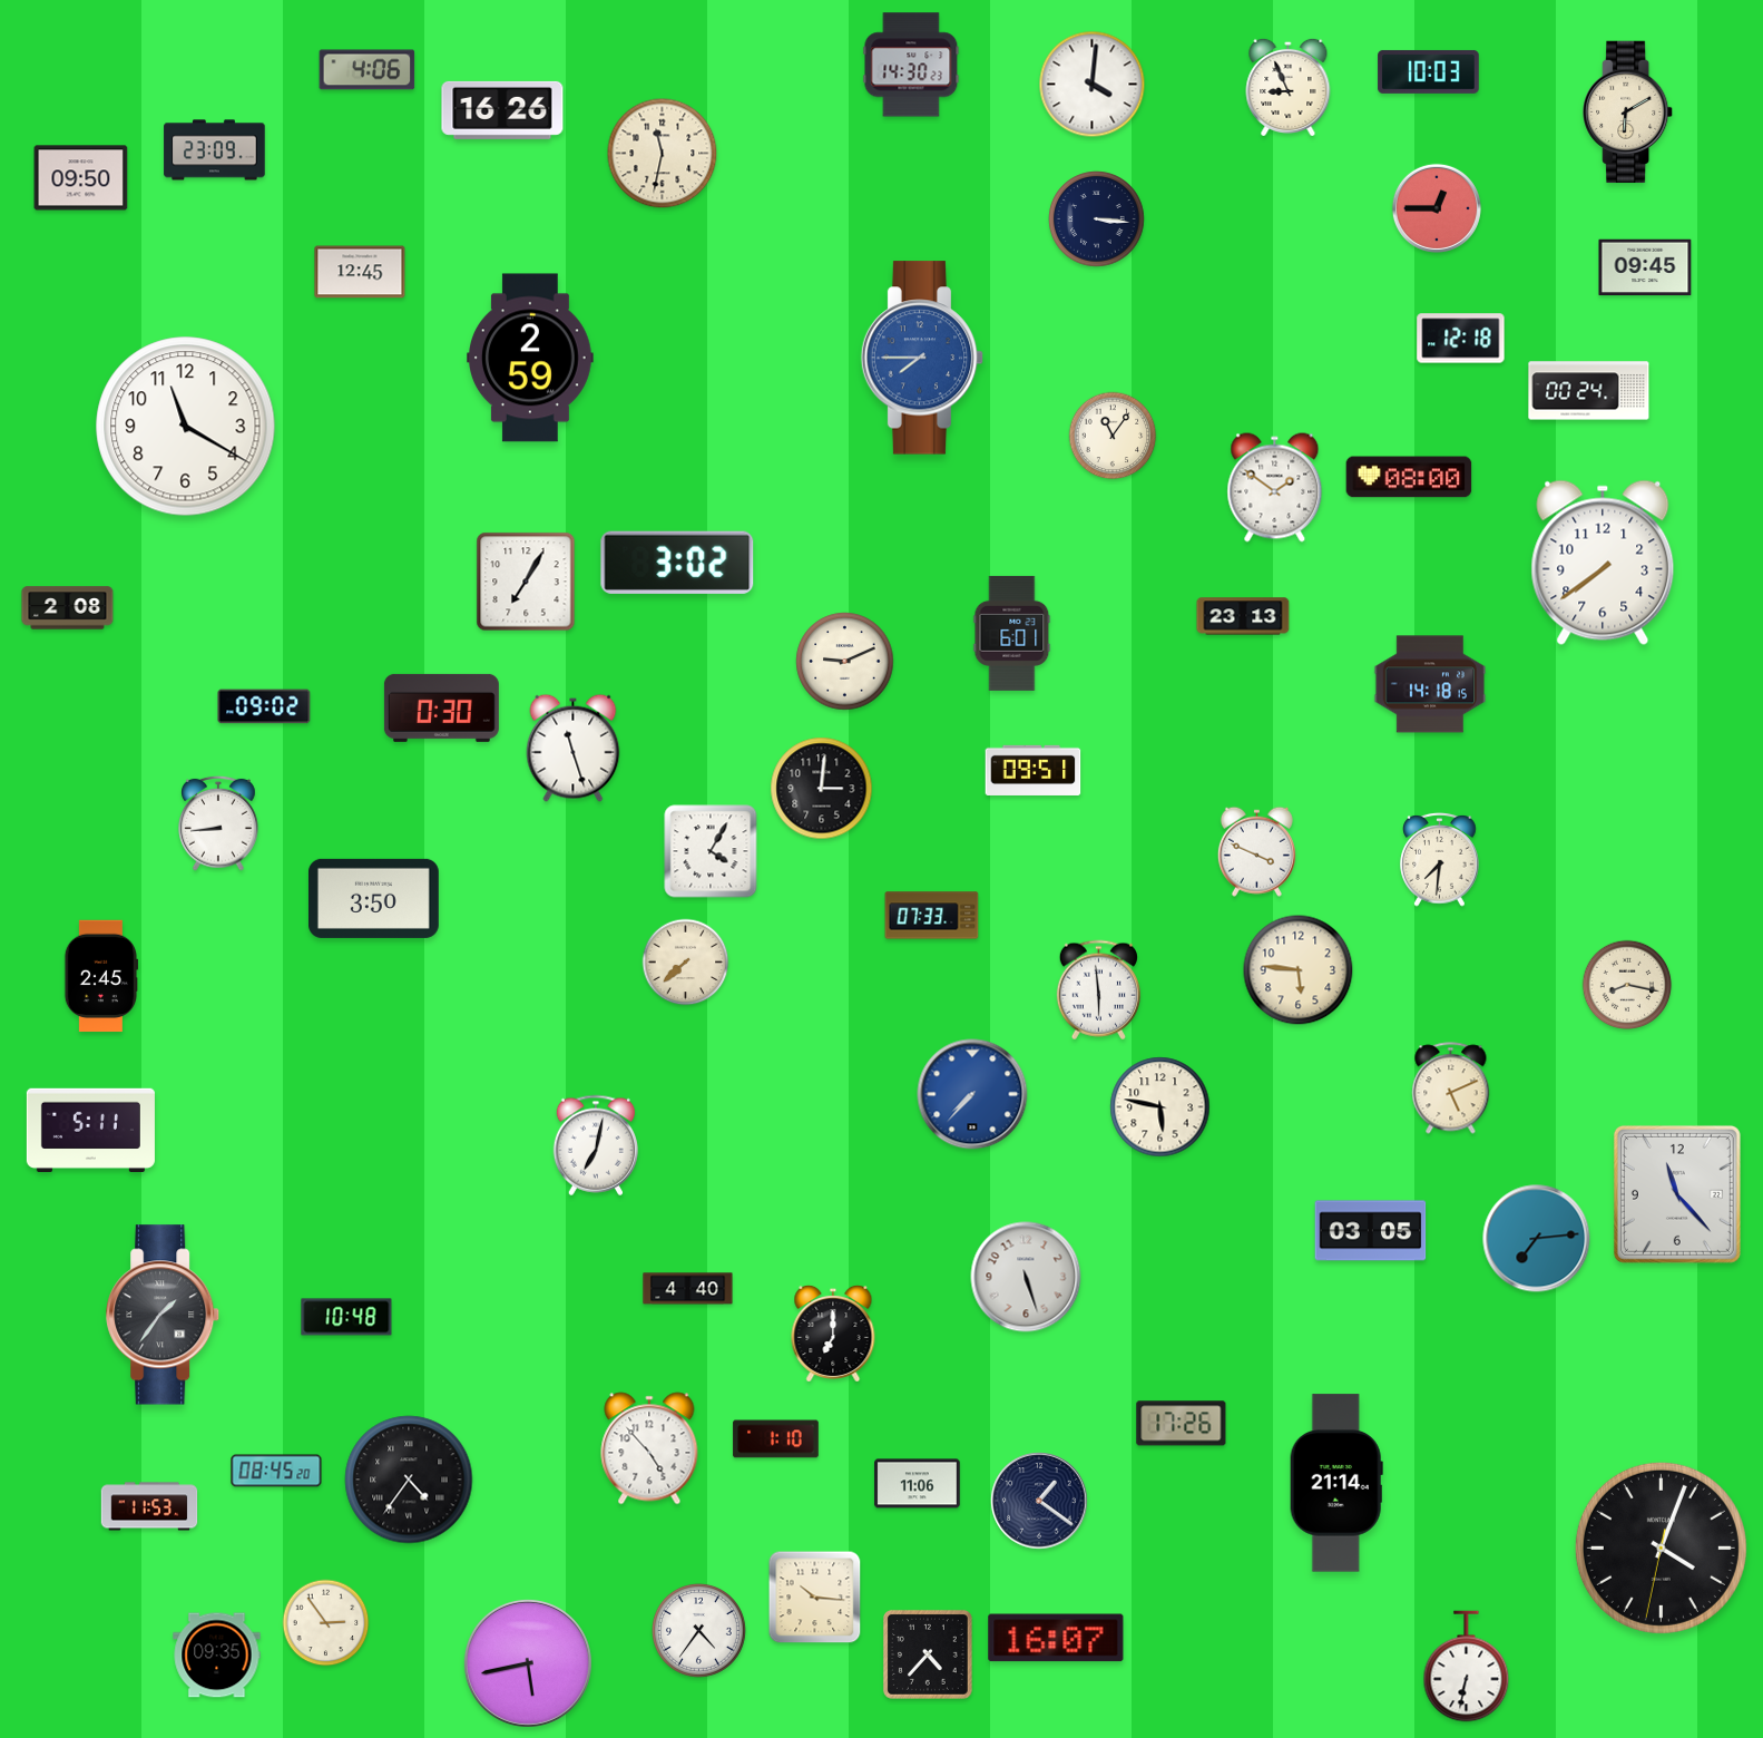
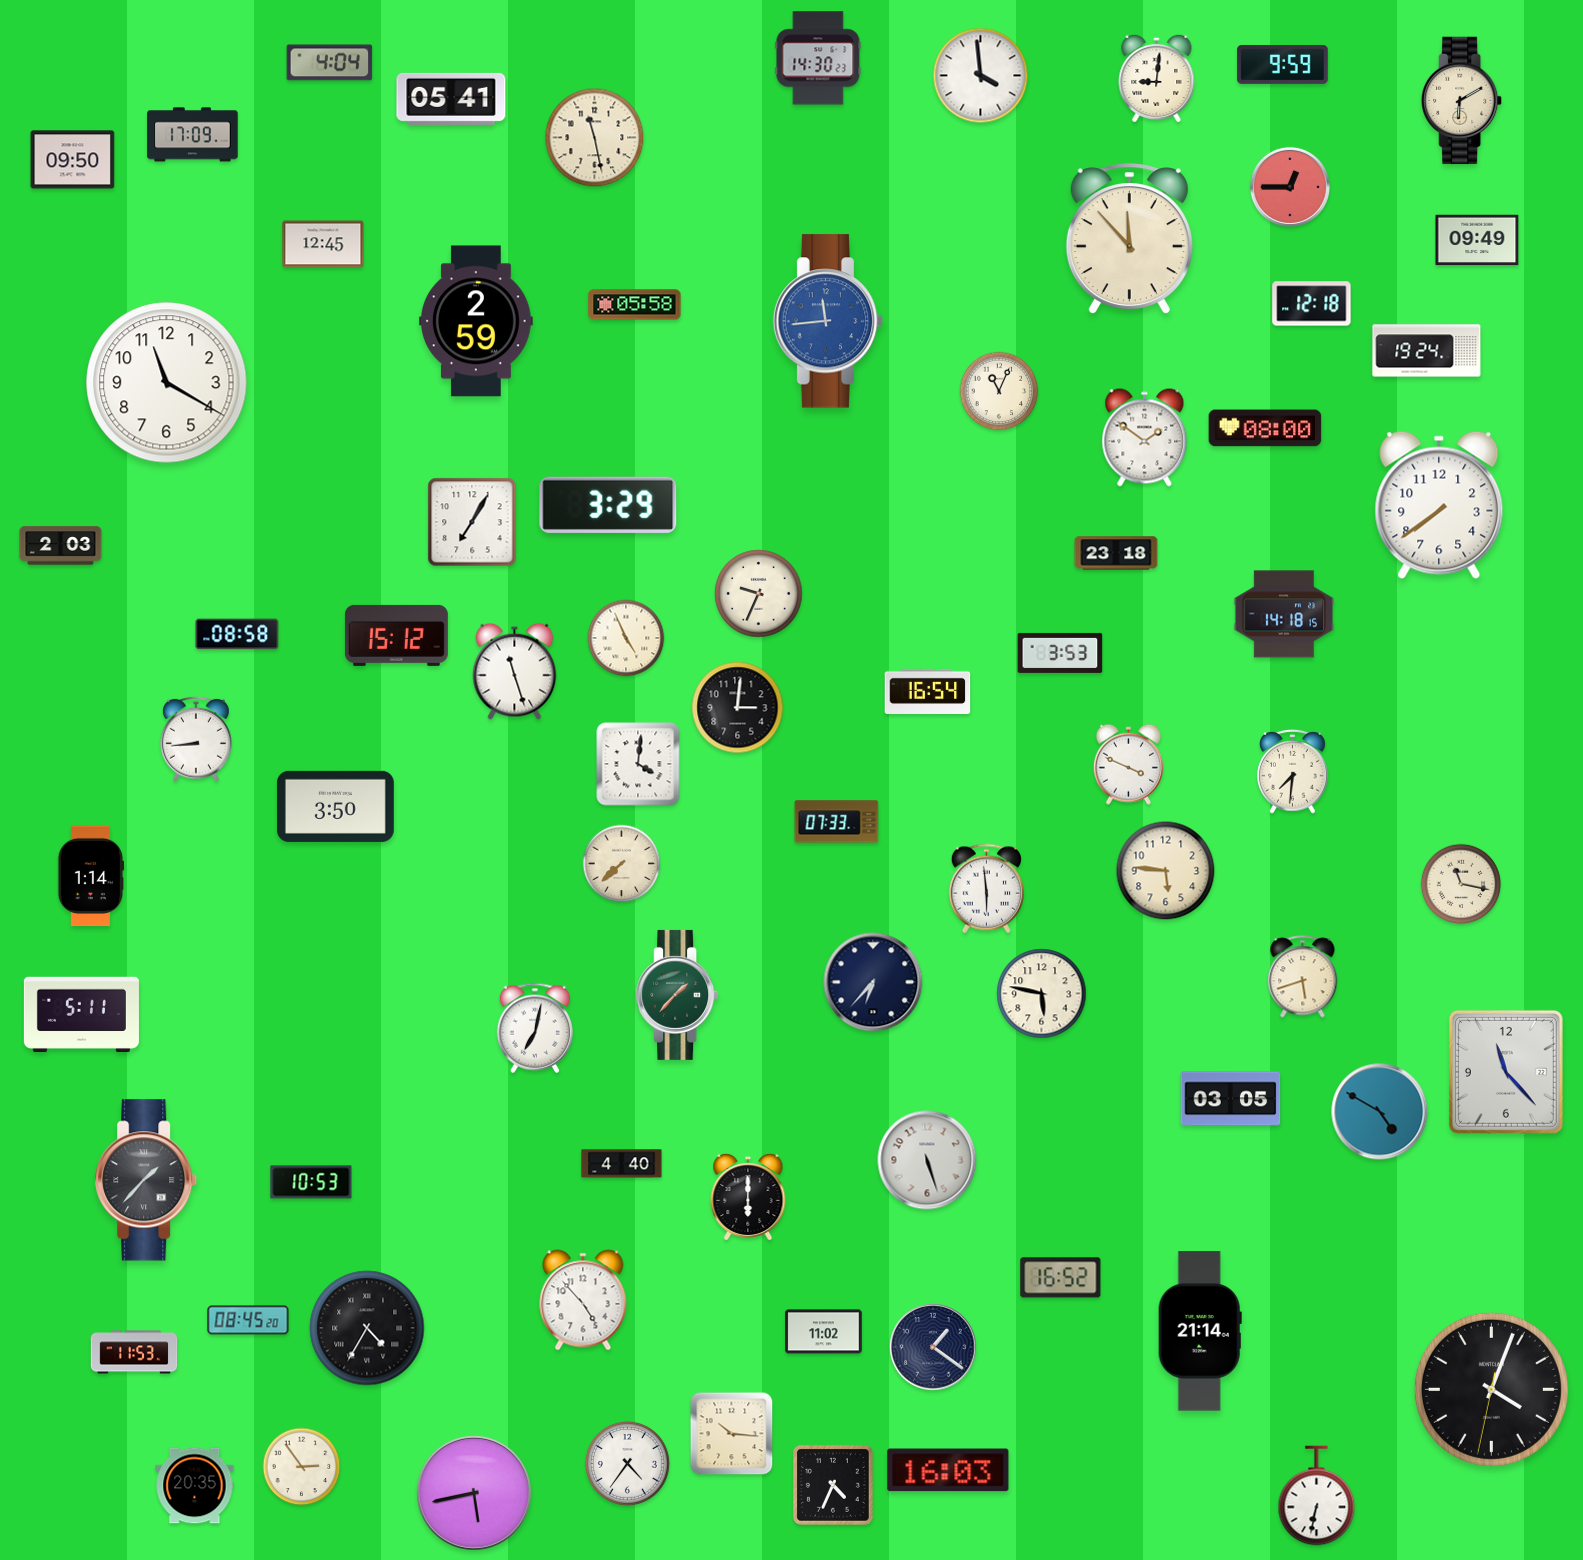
clock at (368, 70): 4:06 -> 4:04
clock at (1429, 71): 10:03 -> 9:59
clock at (1093, 85): 4:01 -> 3:59
clock at (1289, 86): 8:56 -> 9:01
clock at (502, 110): 16:26 -> 05:41
clock at (215, 150): 23:09 -> 17:09
clock at (663, 154): 11:32 -> 11:28
clock at (1097, 219): 3:16 -> none
clock at (1129, 239): none -> 11:53
clock at (1645, 267): 09:45 -> 09:49
clock at (635, 305): none -> 05:58
clock at (922, 358): 7:45 -> 11:44
clock at (1589, 391): 00:24 -> 19:24
clock at (1113, 436): 11:06 -> 11:04
clock at (677, 563): 3:02 -> 3:29
clock at (68, 608): 2:08 -> 2:03
clock at (1243, 616): 23:13 -> 23:18
clock at (1012, 633): 6:01 -> none
clock at (845, 662): 9:11 -> 9:34
clock at (264, 706): 09:02 -> 08:58
clock at (441, 707): 0:30 -> 15:12
clock at (626, 638): none -> 4:56
clock at (1060, 653): none -> 3:53
clock at (1034, 770): 09:51 -> 16:54
clock at (711, 851): 4:05 -> 4:01
clock at (686, 963) position: (686, 963) -> (622, 864)
clock at (100, 976): 2:45 -> 1:14
clock at (1627, 985): 8:17 -> 11:17
clock at (1451, 1088): 5:11 -> 5:42
clock at (972, 1094): 7:37 -> 6:37
clock at (972, 1094) dial: blue -> navy
clock at (677, 995): none -> 1:37
clock at (1371, 1231) position: (1371, 1231) -> (1231, 1099)
clock at (1537, 1239): 7:14 -> 4:50
clock at (1026, 1277) position: (1026, 1277) -> (927, 1160)
clock at (688, 1289) position: (688, 1289) -> (622, 1164)
clock at (164, 1315): 1:36 -> 1:37
clock at (346, 1317): 10:48 -> 10:53
clock at (833, 1334): 7:00 -> 6:00
clock at (1182, 1424): 17:26 -> 16:52
clock at (776, 1439): 1:10 -> none
clock at (409, 1480): 4:36 -> 4:35
clock at (918, 1484): 11:06 -> 11:02
clock at (326, 1623) position: (326, 1623) -> (302, 1467)
clock at (1056, 1638): 16:07 -> 16:03
clock at (928, 1654): 4:37 -> 4:34
clock at (217, 1656): 09:35 -> 20:35
